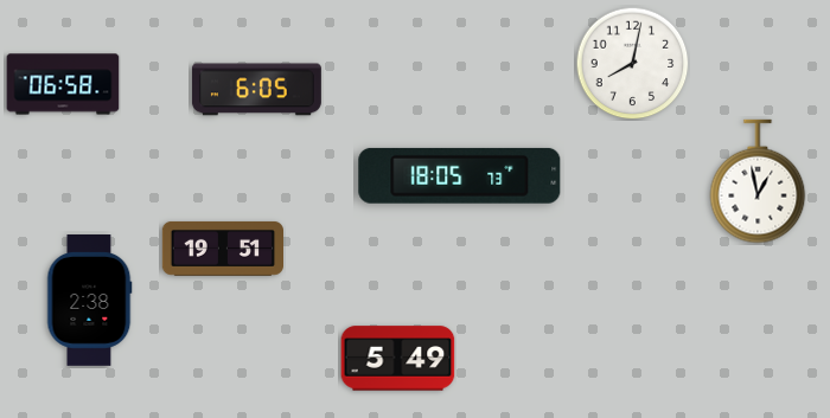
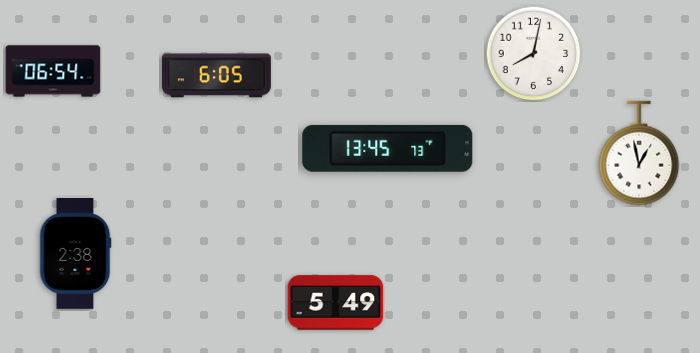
clock at (63, 84): 06:58 -> 06:54
clock at (460, 175): 18:05 -> 13:45
clock at (223, 249): 19:51 -> none
